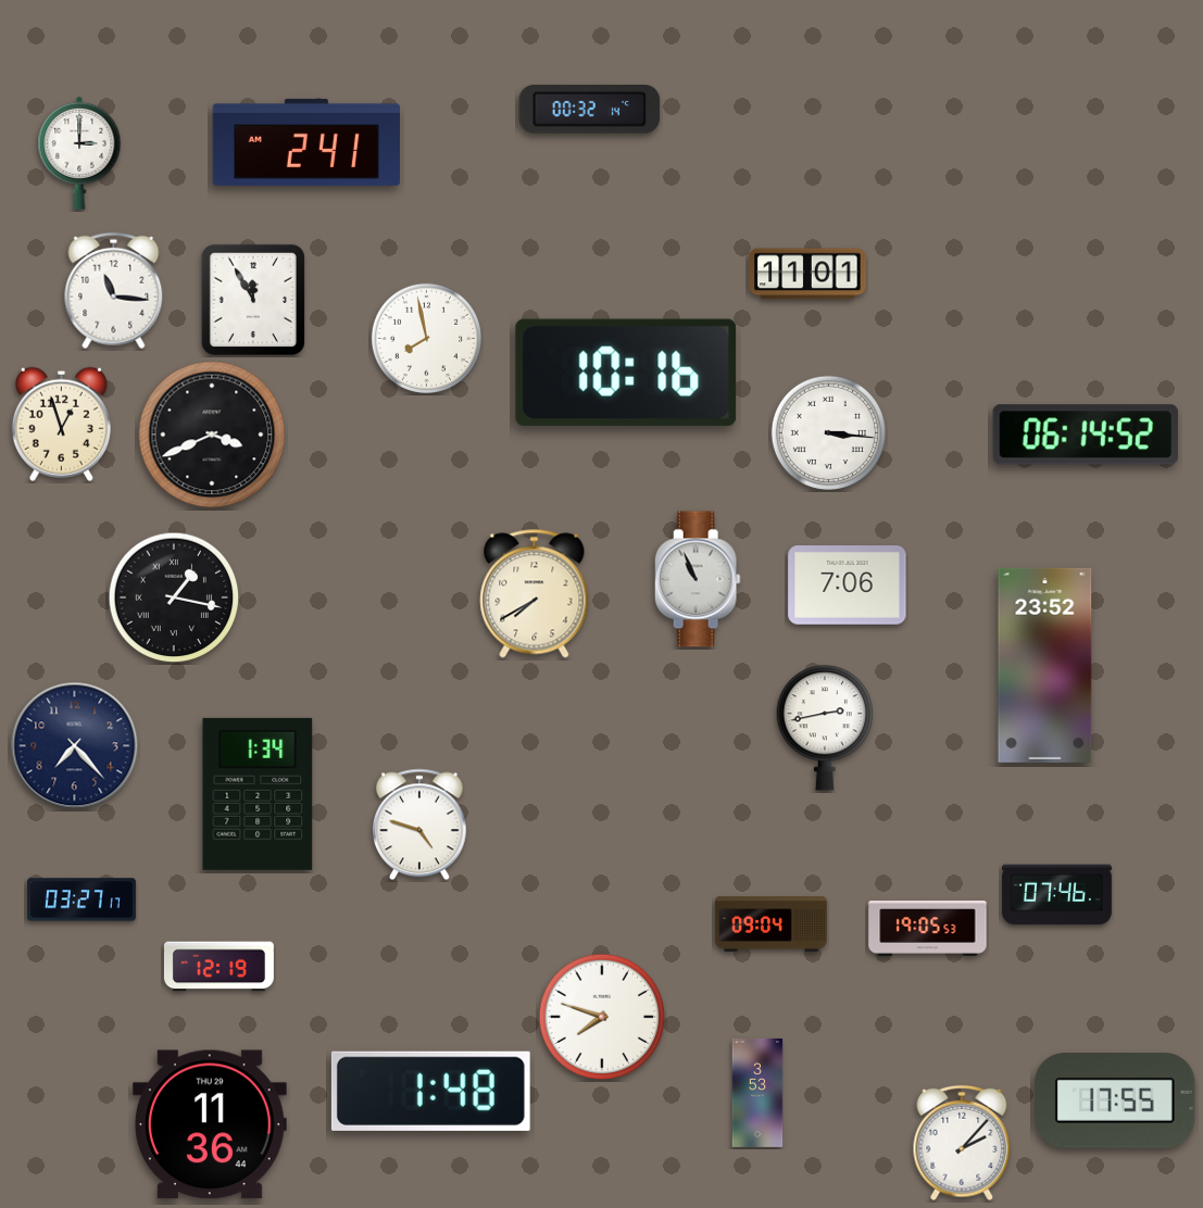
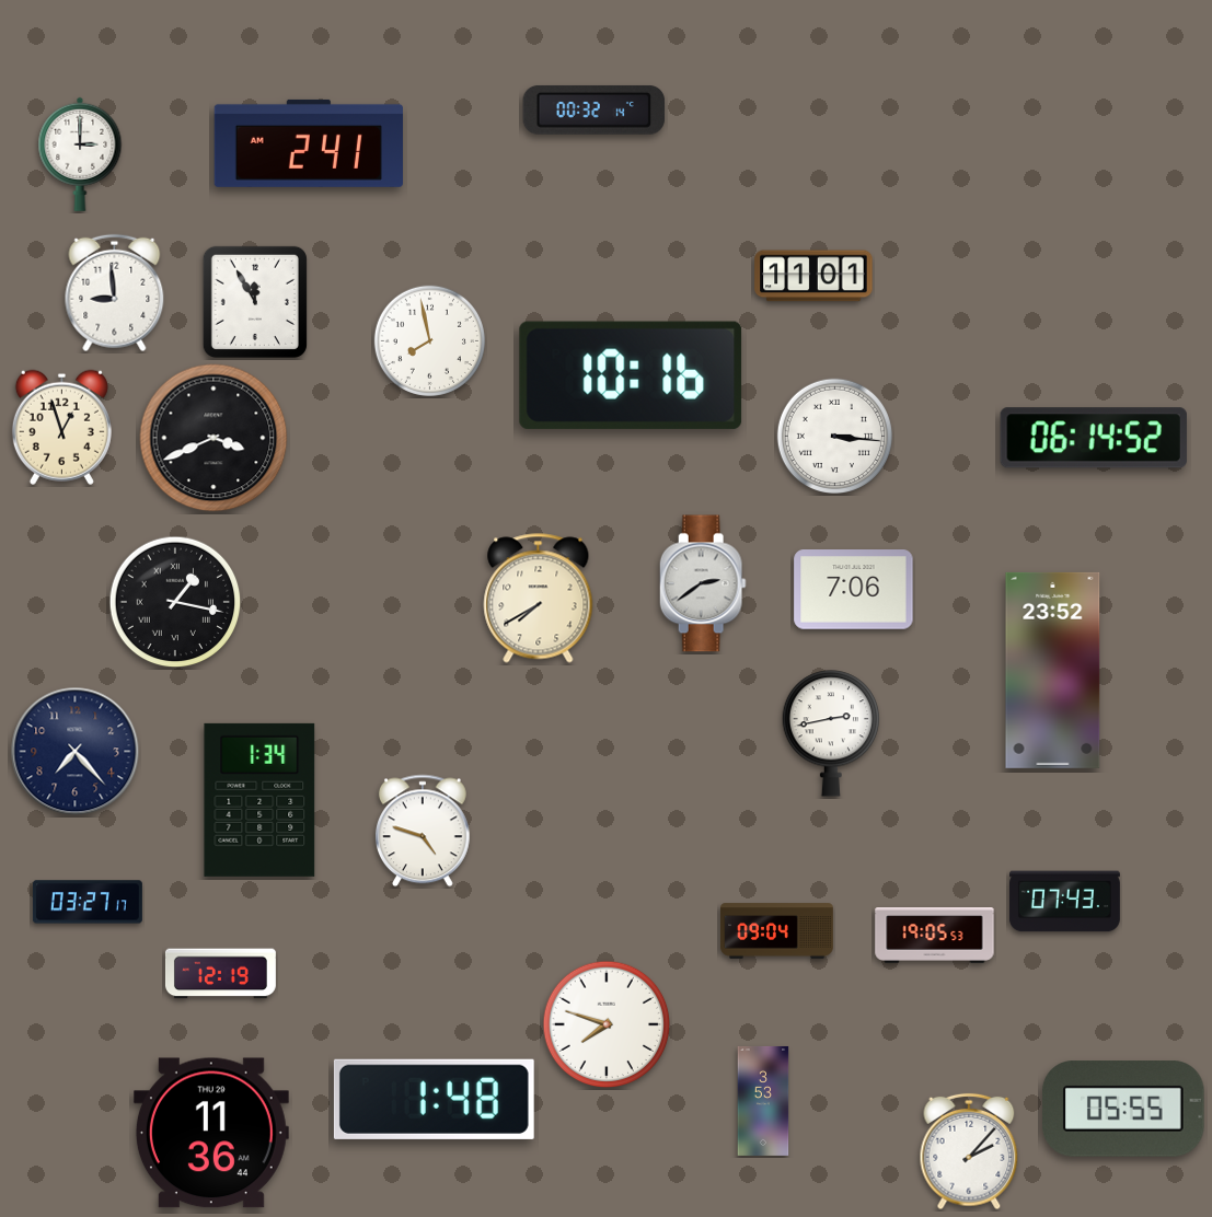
clock at (114, 291): 11:16 -> 8:59
clock at (698, 579): 10:56 -> 2:39
clock at (1056, 895): 07:46 -> 07:43
clock at (82, 899) position: (82, 899) -> (88, 902)
clock at (1115, 1100): 17:55 -> 05:55
